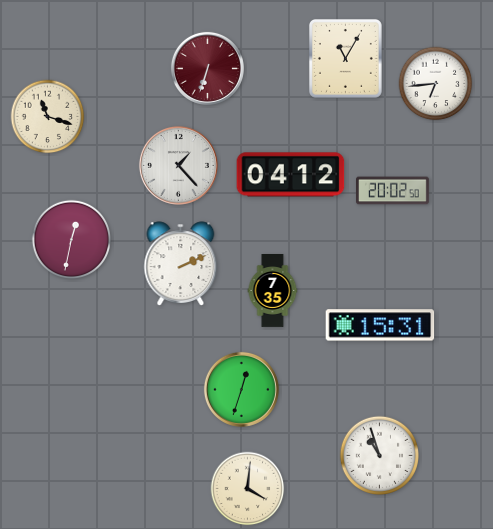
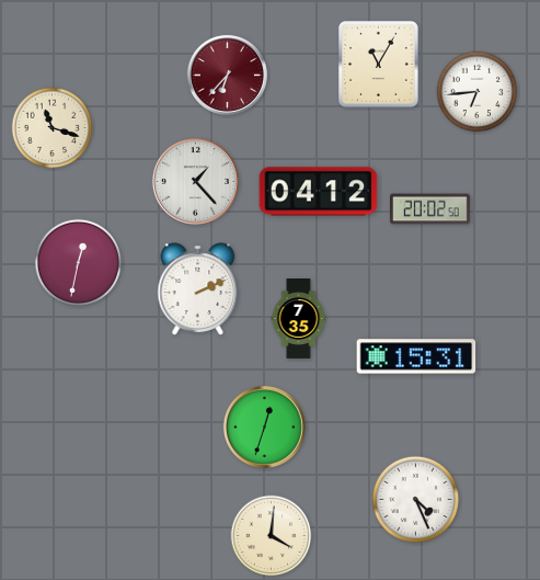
clock at (207, 68): 6:33 -> 6:37
clock at (379, 455): 10:57 -> 4:26
